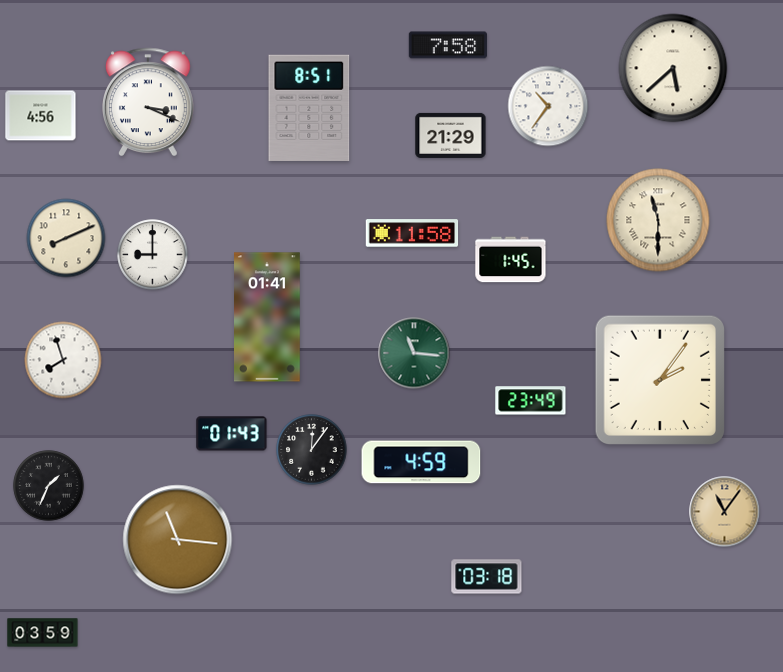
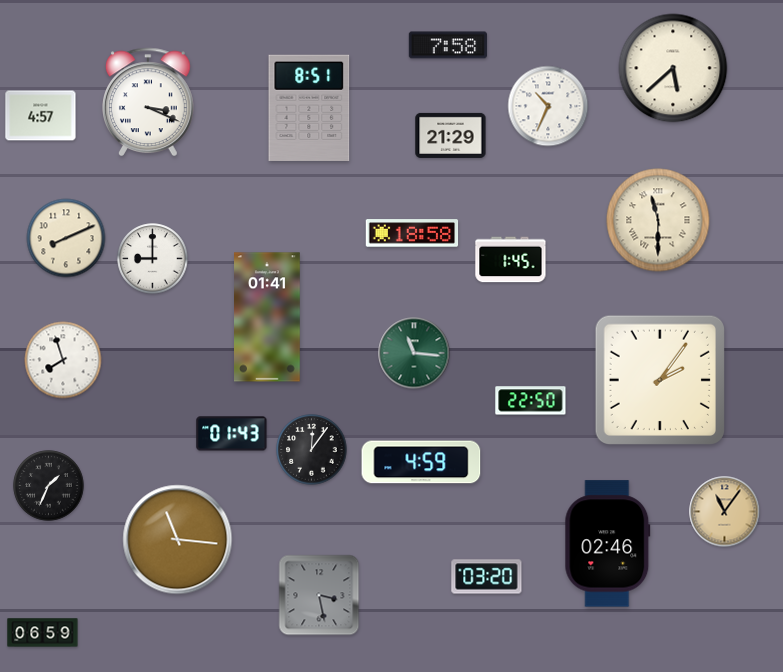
clock at (548, 106): 10:36 -> 10:34
clock at (41, 116): 4:56 -> 4:57
clock at (412, 233): 11:58 -> 18:58
clock at (153, 255) position: (153, 255) -> (153, 259)
clock at (531, 401): 23:49 -> 22:50
clock at (608, 544): none -> 02:46
clock at (487, 577): 03:18 -> 03:20
clock at (319, 595): none -> 3:28
clock at (43, 633): 03:59 -> 06:59
